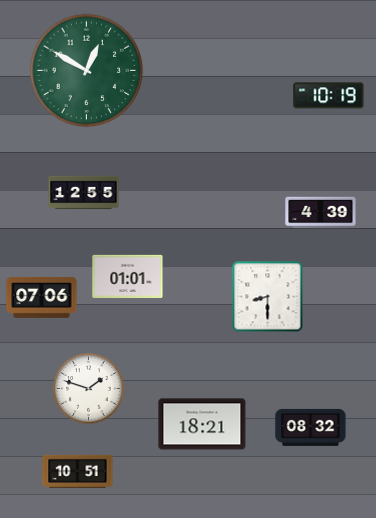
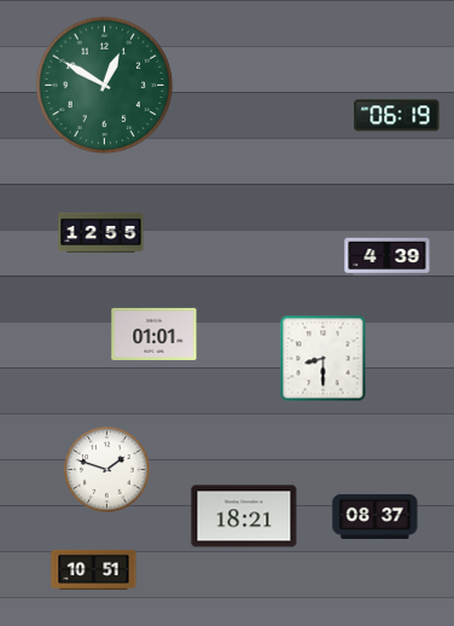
clock at (329, 96): 10:19 -> 06:19
clock at (42, 298): 07:06 -> none
clock at (202, 424) position: (202, 424) -> (244, 516)
clock at (311, 427): 08:32 -> 08:37
